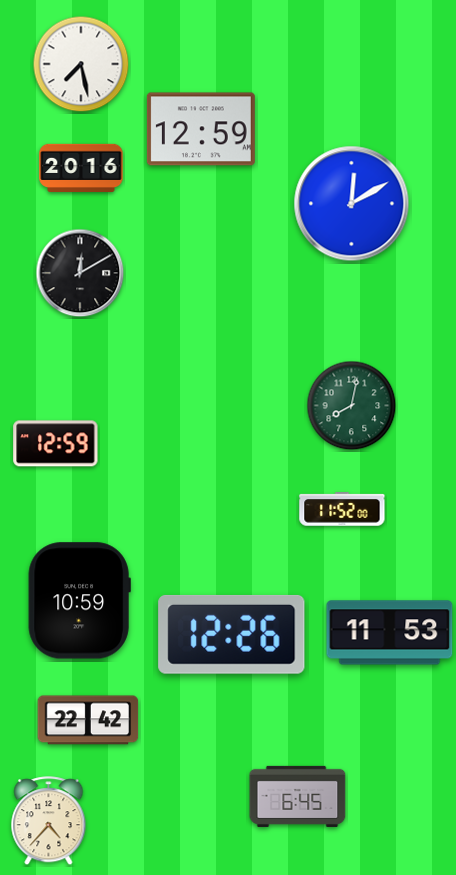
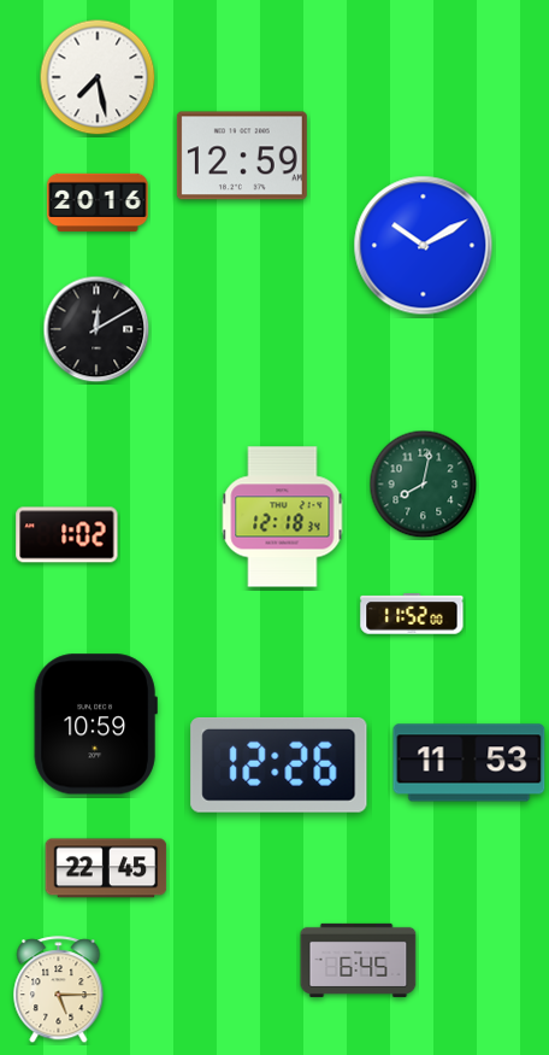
clock at (352, 204): 12:10 -> 10:10
clock at (352, 406) position: (352, 406) -> (424, 485)
clock at (283, 517): none -> 12:18
clock at (56, 444): 12:59 -> 1:02
clock at (88, 720): 22:42 -> 22:45
clock at (49, 821): 4:37 -> 5:15
